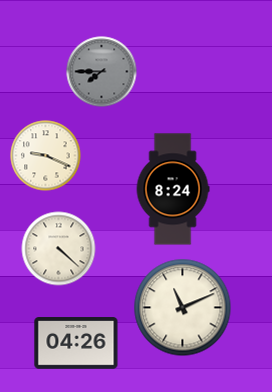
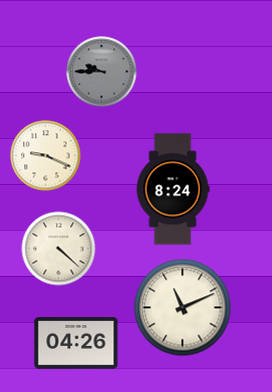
clock at (102, 72): 7:45 -> 9:45
